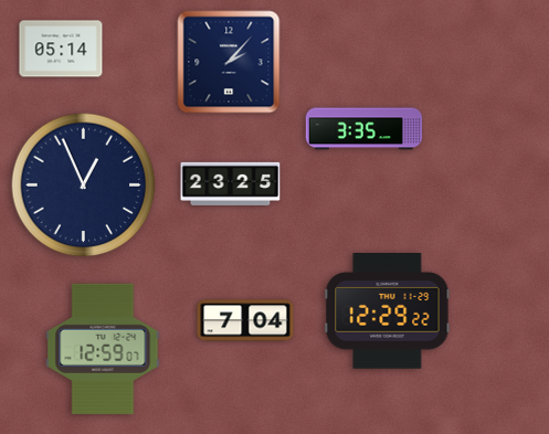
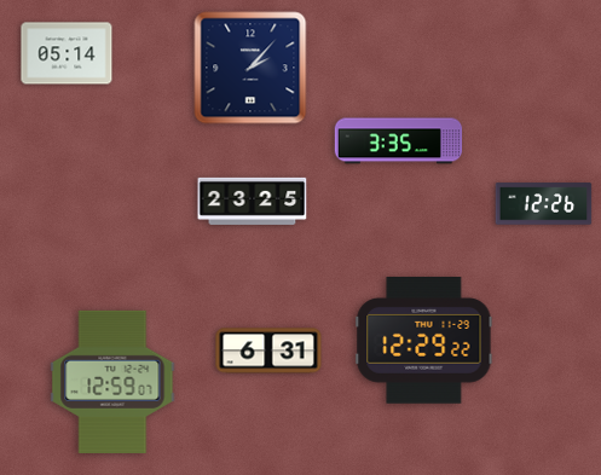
clock at (84, 186): 12:56 -> none
clock at (544, 204): none -> 12:26
clock at (245, 320): 7:04 -> 6:31
